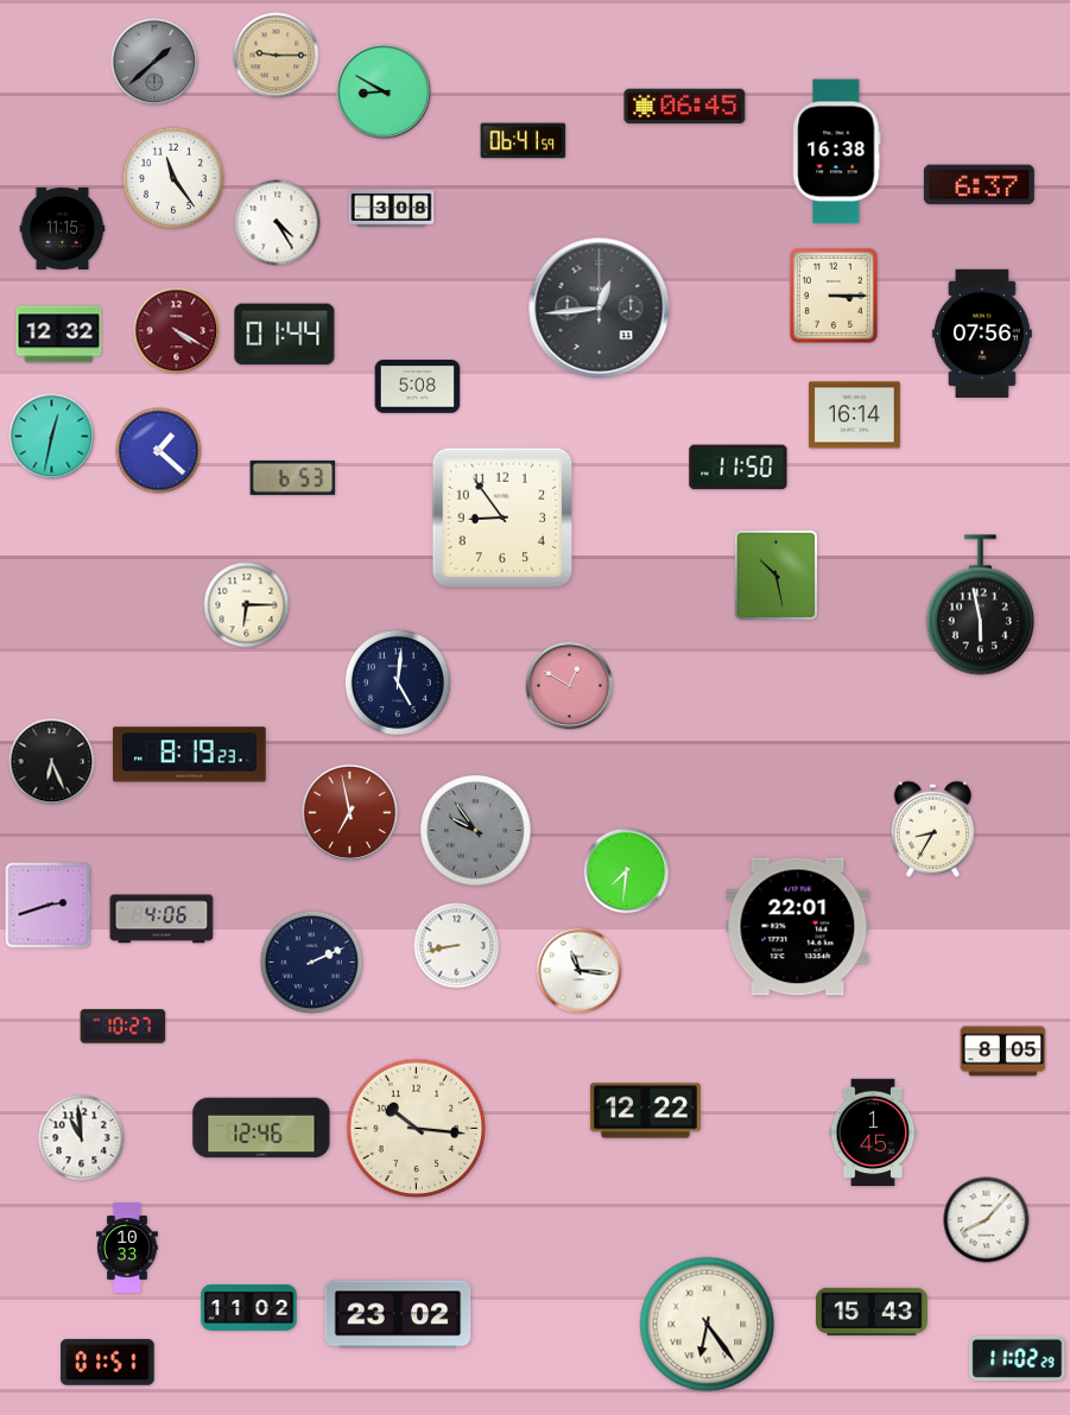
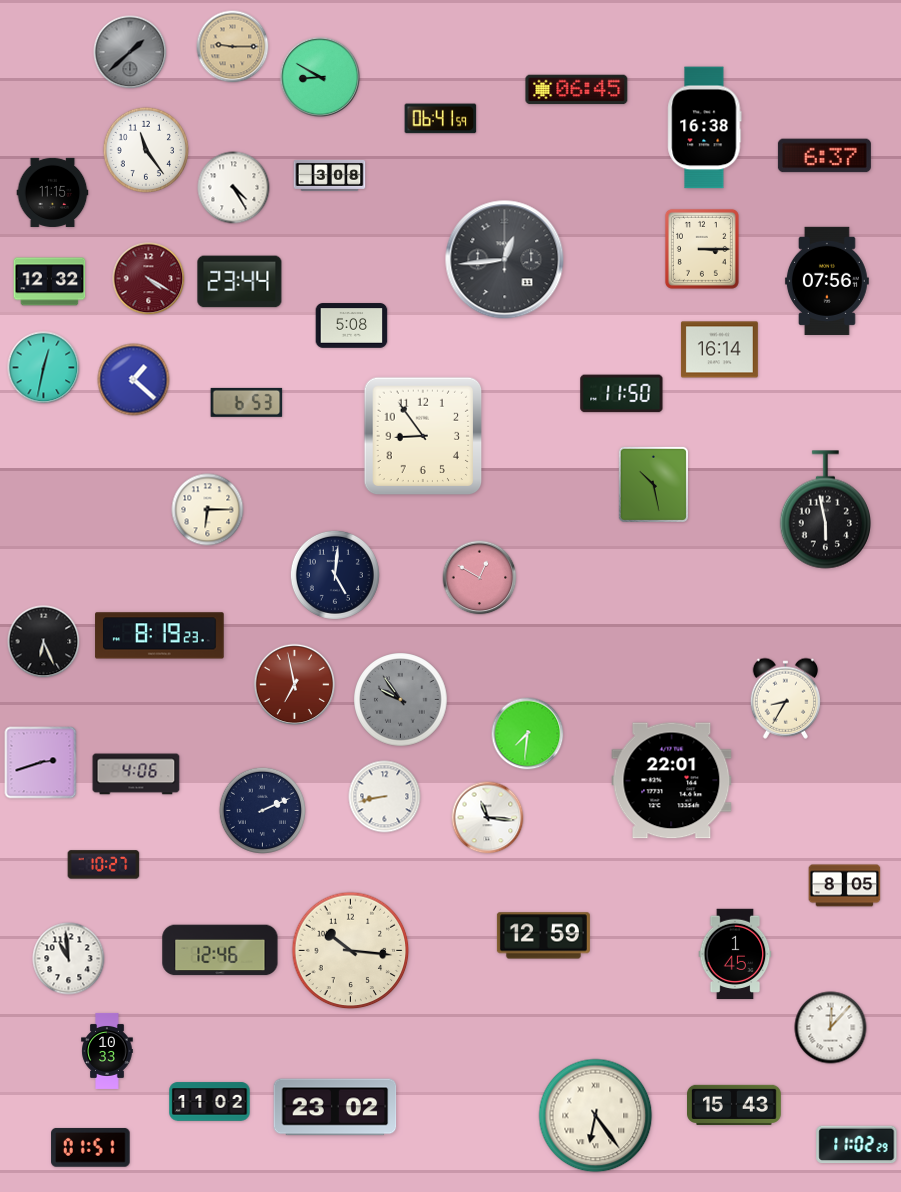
clock at (384, 91) position: (384, 91) -> (320, 77)
clock at (285, 335): 01:44 -> 23:44
clock at (645, 1111): 12:22 -> 12:59
clock at (987, 1220): 8:07 -> 12:07
